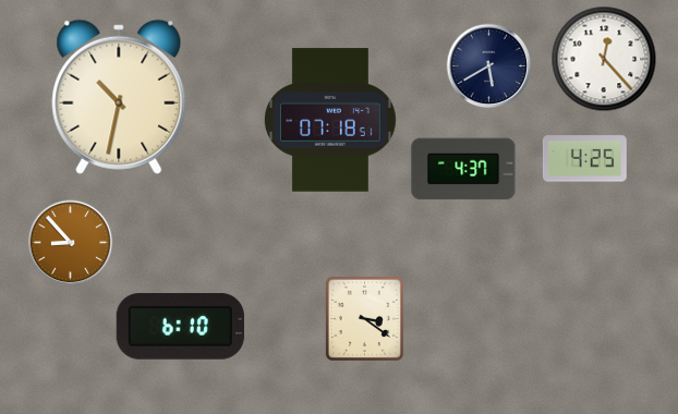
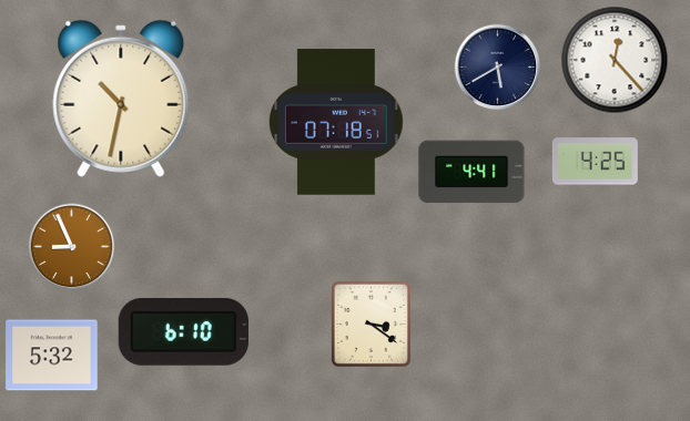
clock at (463, 169): 4:37 -> 4:41
clock at (70, 242): 8:53 -> 8:56
clock at (52, 356): none -> 5:32
